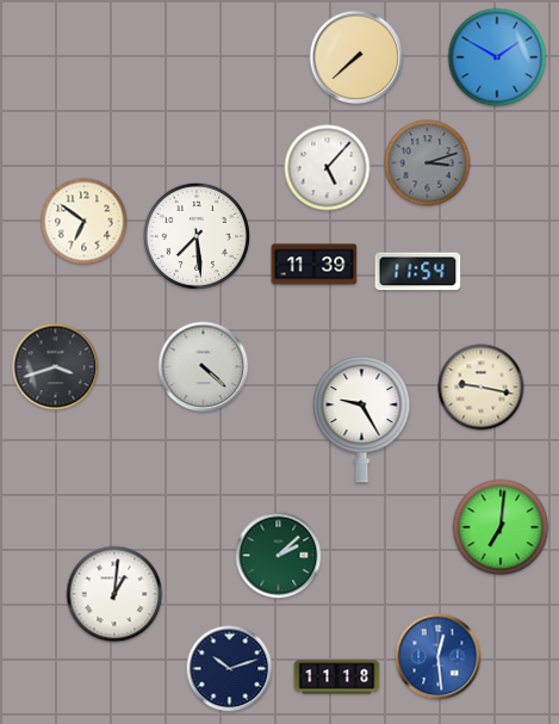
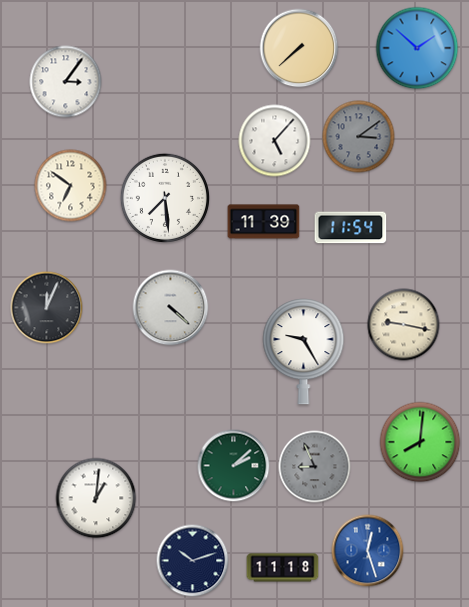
clock at (497, 57): 1:50 -> 1:52
clock at (66, 82): none -> 3:06
clock at (428, 163): 3:12 -> 3:09
clock at (56, 367): 3:42 -> 12:04
clock at (501, 527): 7:01 -> 8:01
clock at (315, 467): none -> 8:56
clock at (439, 657): 12:29 -> 12:27
